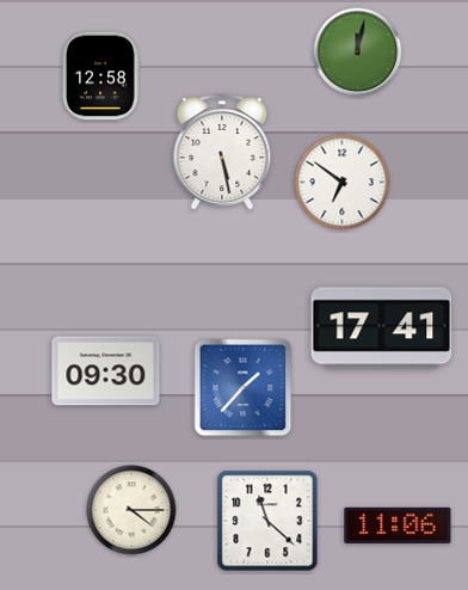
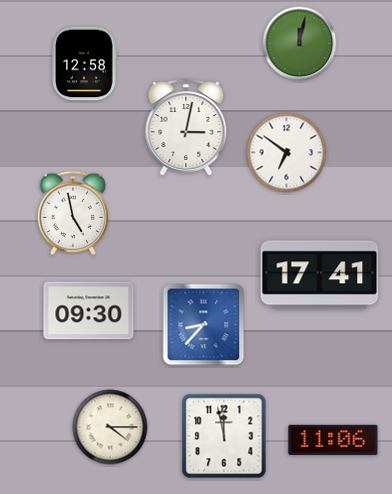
clock at (222, 152): 5:28 -> 3:02
clock at (73, 213): none -> 4:58
clock at (244, 388): 1:37 -> 8:37
clock at (267, 521): 11:22 -> 11:58
